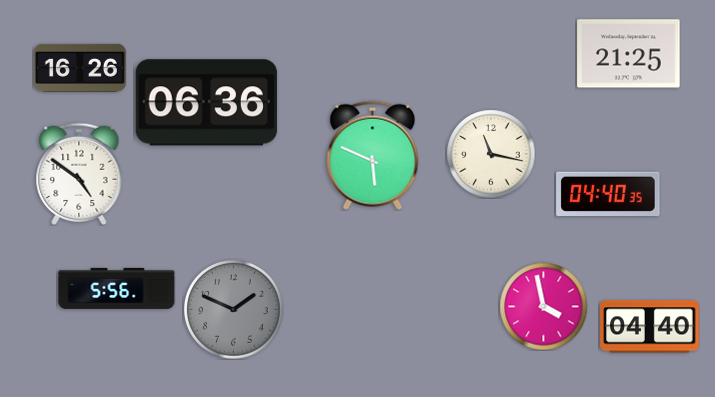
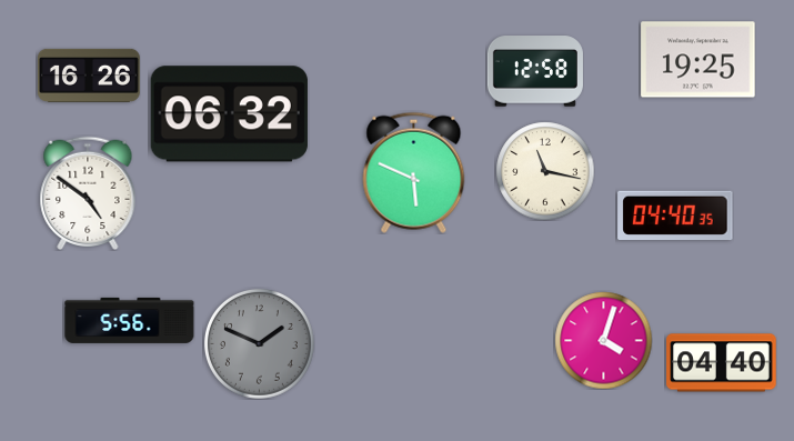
clock at (629, 54): 21:25 -> 19:25
clock at (535, 71): none -> 12:58
clock at (206, 103): 06:36 -> 06:32
clock at (543, 306): 3:58 -> 4:03
